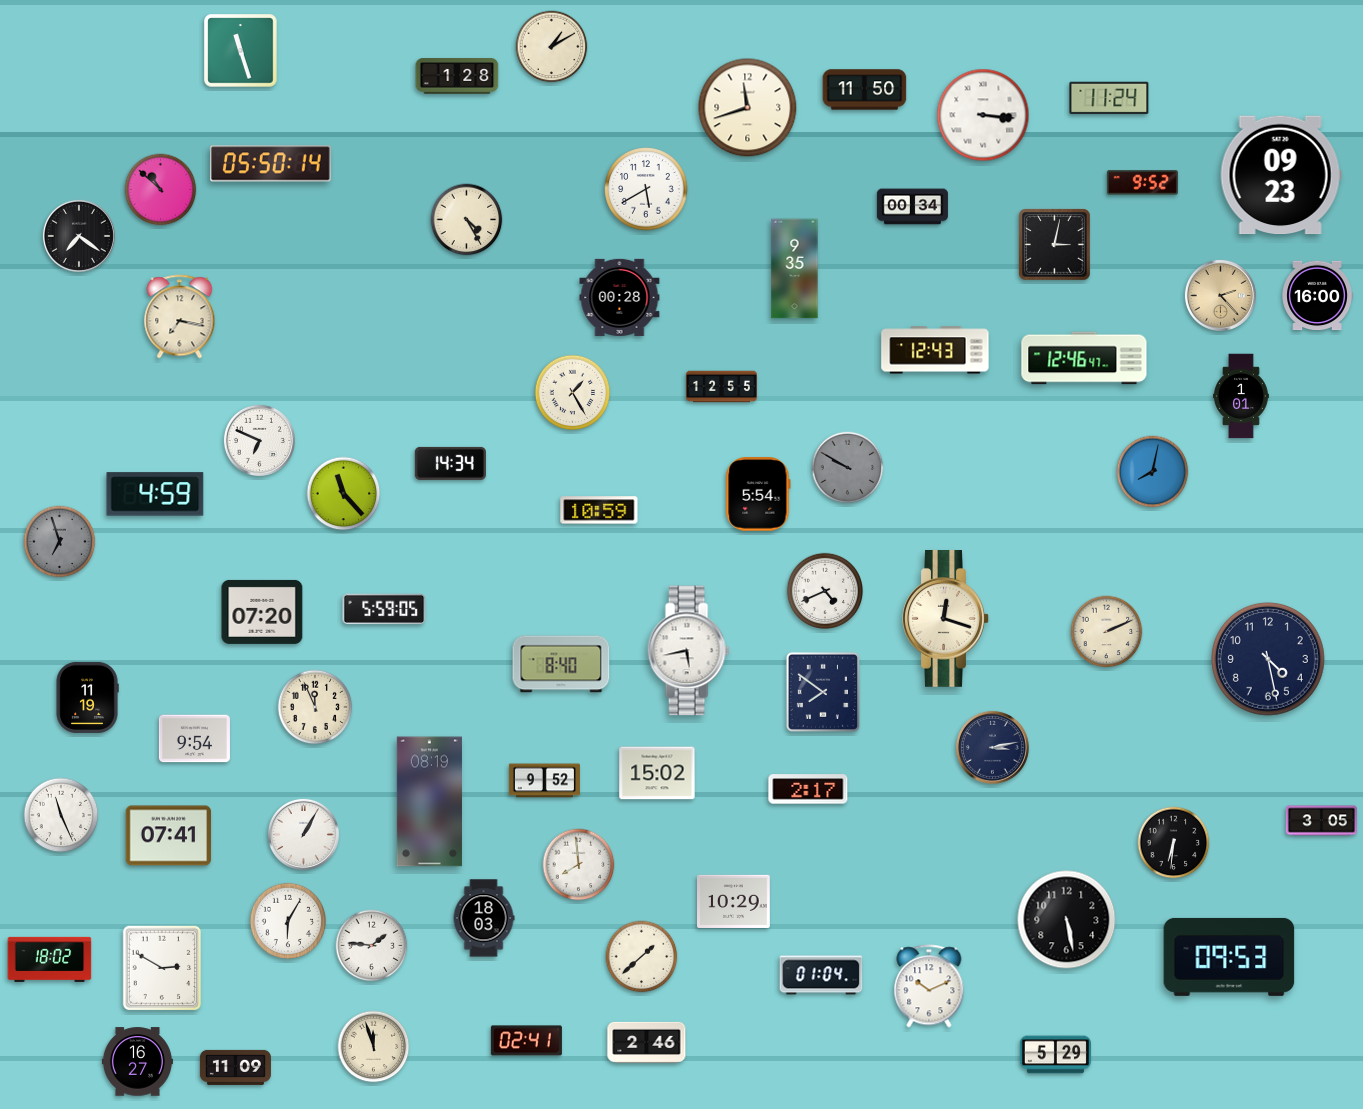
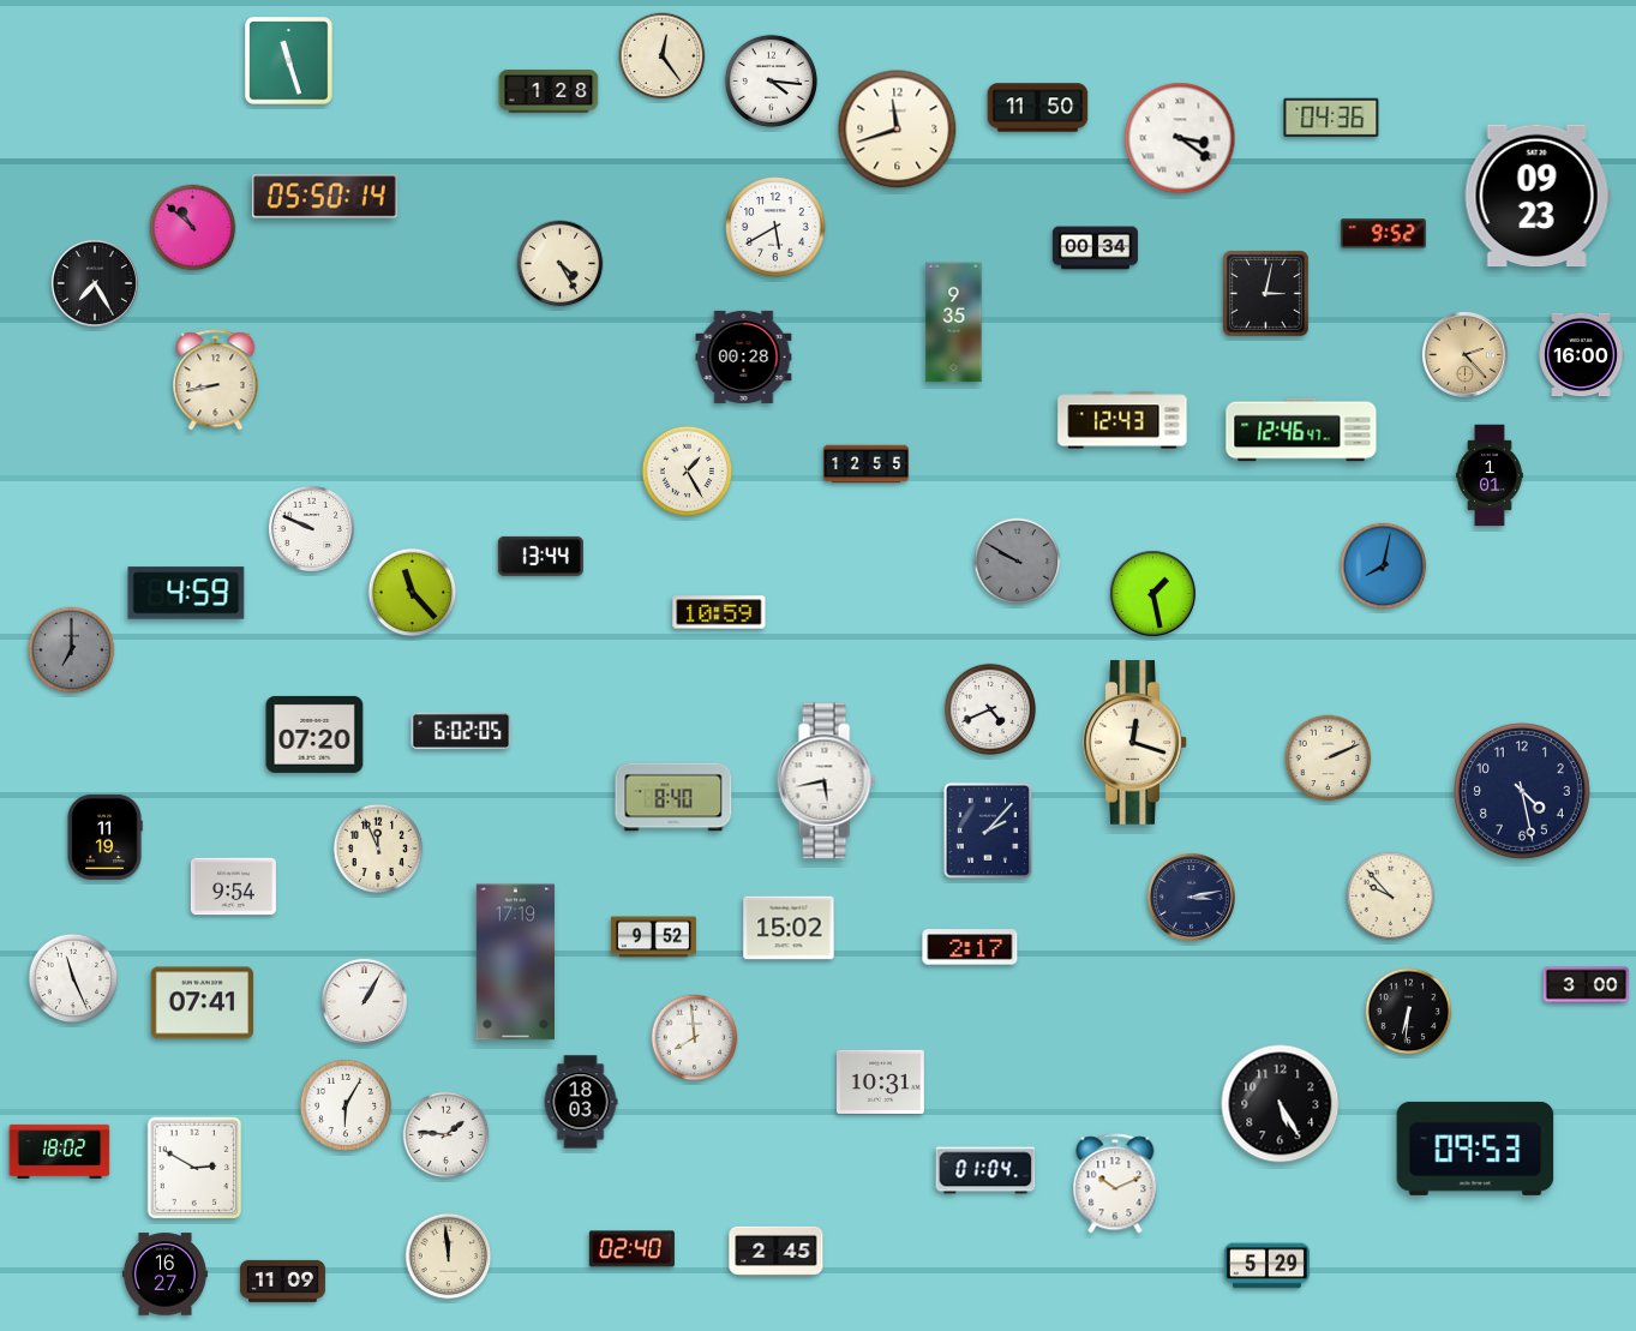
clock at (552, 47): 1:10 -> 12:24
clock at (771, 80): none -> 4:16
clock at (1109, 98): 11:24 -> 04:36
clock at (983, 115): 3:16 -> 3:21
clock at (1281, 175) position: (1281, 175) -> (1538, 196)
clock at (1142, 183) position: (1142, 183) -> (1383, 234)
clock at (79, 236): 7:21 -> 7:25
clock at (180, 317): 7:17 -> 8:43
clock at (259, 440): 6:49 -> 9:49
clock at (450, 463): 14:34 -> 13:44
clock at (758, 494): 5:54 -> none
clock at (1152, 593): none -> 1:28
clock at (60, 542): 6:57 -> 7:00
clock at (384, 609): 5:59 -> 6:02
clock at (823, 692): 7:51 -> 2:07
clock at (1391, 897): none -> 9:53
clock at (429, 802): 08:19 -> 17:19
clock at (1321, 821): 3:05 -> 3:00
clock at (734, 901): 10:29 -> 10:31
clock at (1067, 920): 5:28 -> 5:25
clock at (642, 957): 1:38 -> none
clock at (162, 968) position: (162, 968) -> (194, 1168)
clock at (526, 1041): 02:41 -> 02:40
clock at (647, 1042): 2:46 -> 2:45
clock at (374, 1047): 11:57 -> 11:59
